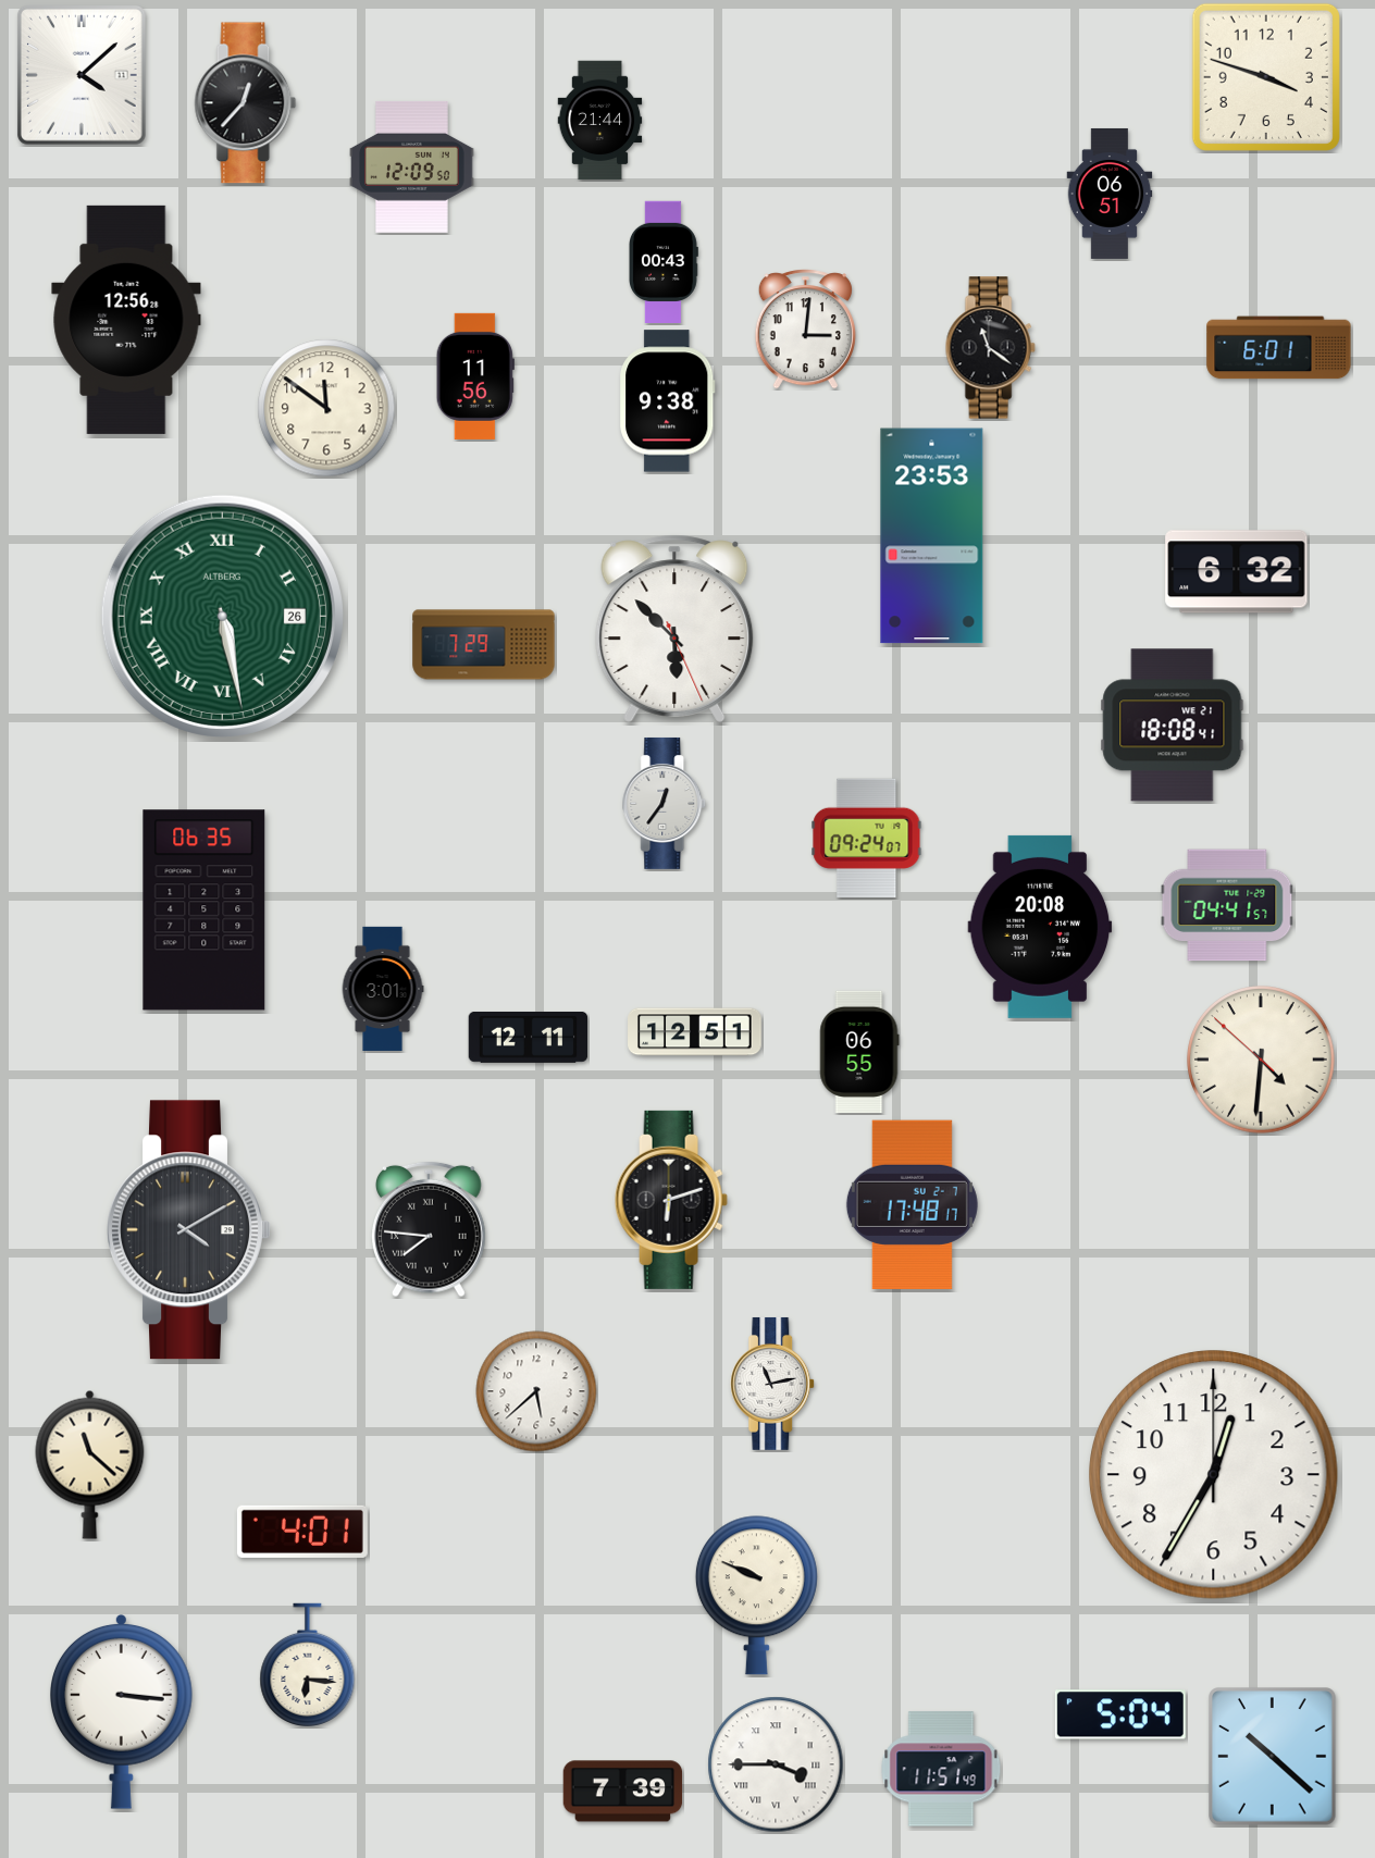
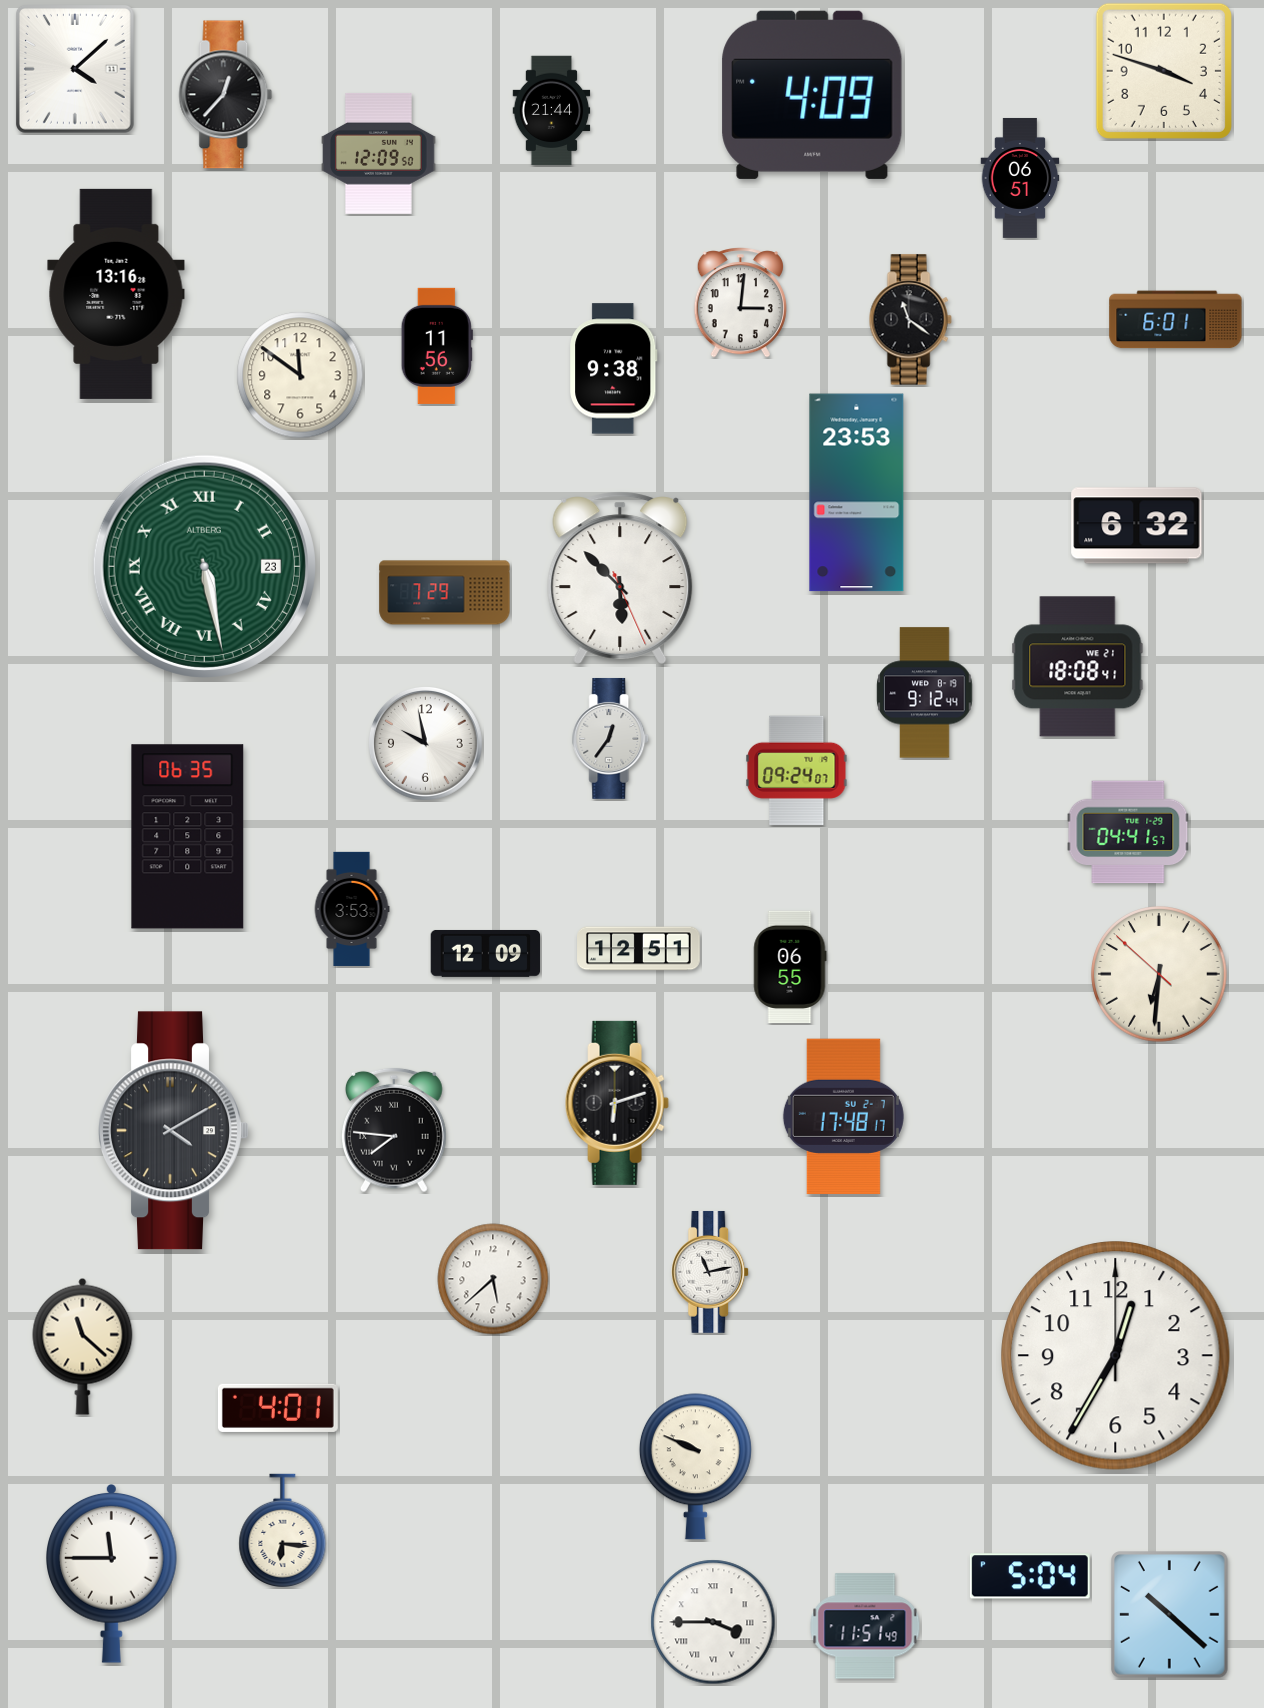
clock at (812, 95): none -> 4:09
clock at (664, 262): 00:43 -> none
clock at (126, 320): 12:56 -> 13:16
clock at (222, 616) date: 26 -> 23
clock at (925, 693): none -> 9:12
clock at (426, 744): none -> 9:58
clock at (1040, 927): 20:08 -> none
clock at (383, 988): 3:01 -> 3:53
clock at (529, 1037): 12:11 -> 12:09
clock at (1261, 1060): 4:30 -> 6:30
clock at (912, 1205) position: (912, 1205) -> (843, 1117)
clock at (122, 1712): 3:16 -> 11:45
clock at (623, 1792): 7:39 -> none
